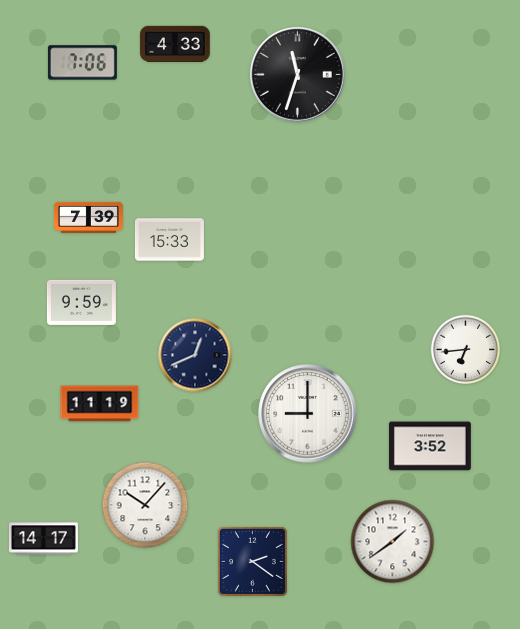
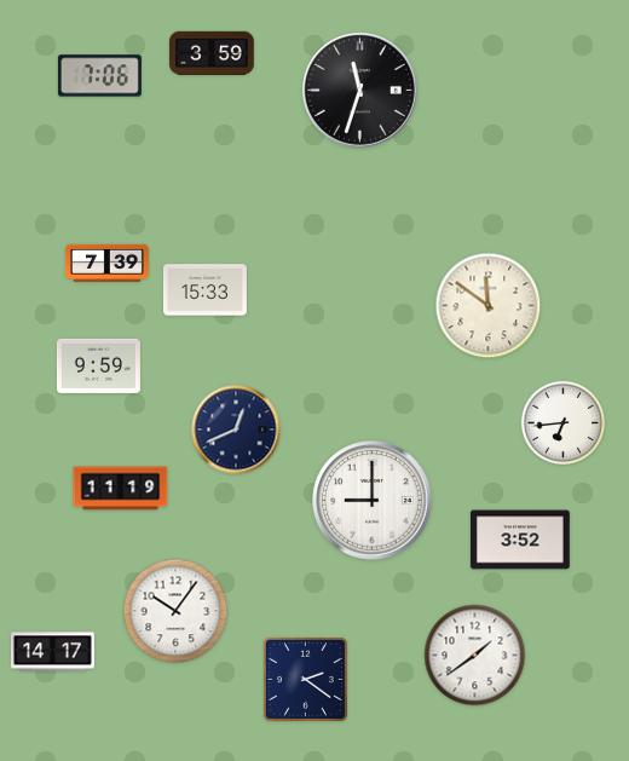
clock at (175, 44): 4:33 -> 3:59
clock at (489, 306): none -> 11:51
clock at (145, 505): 10:07 -> 10:06
